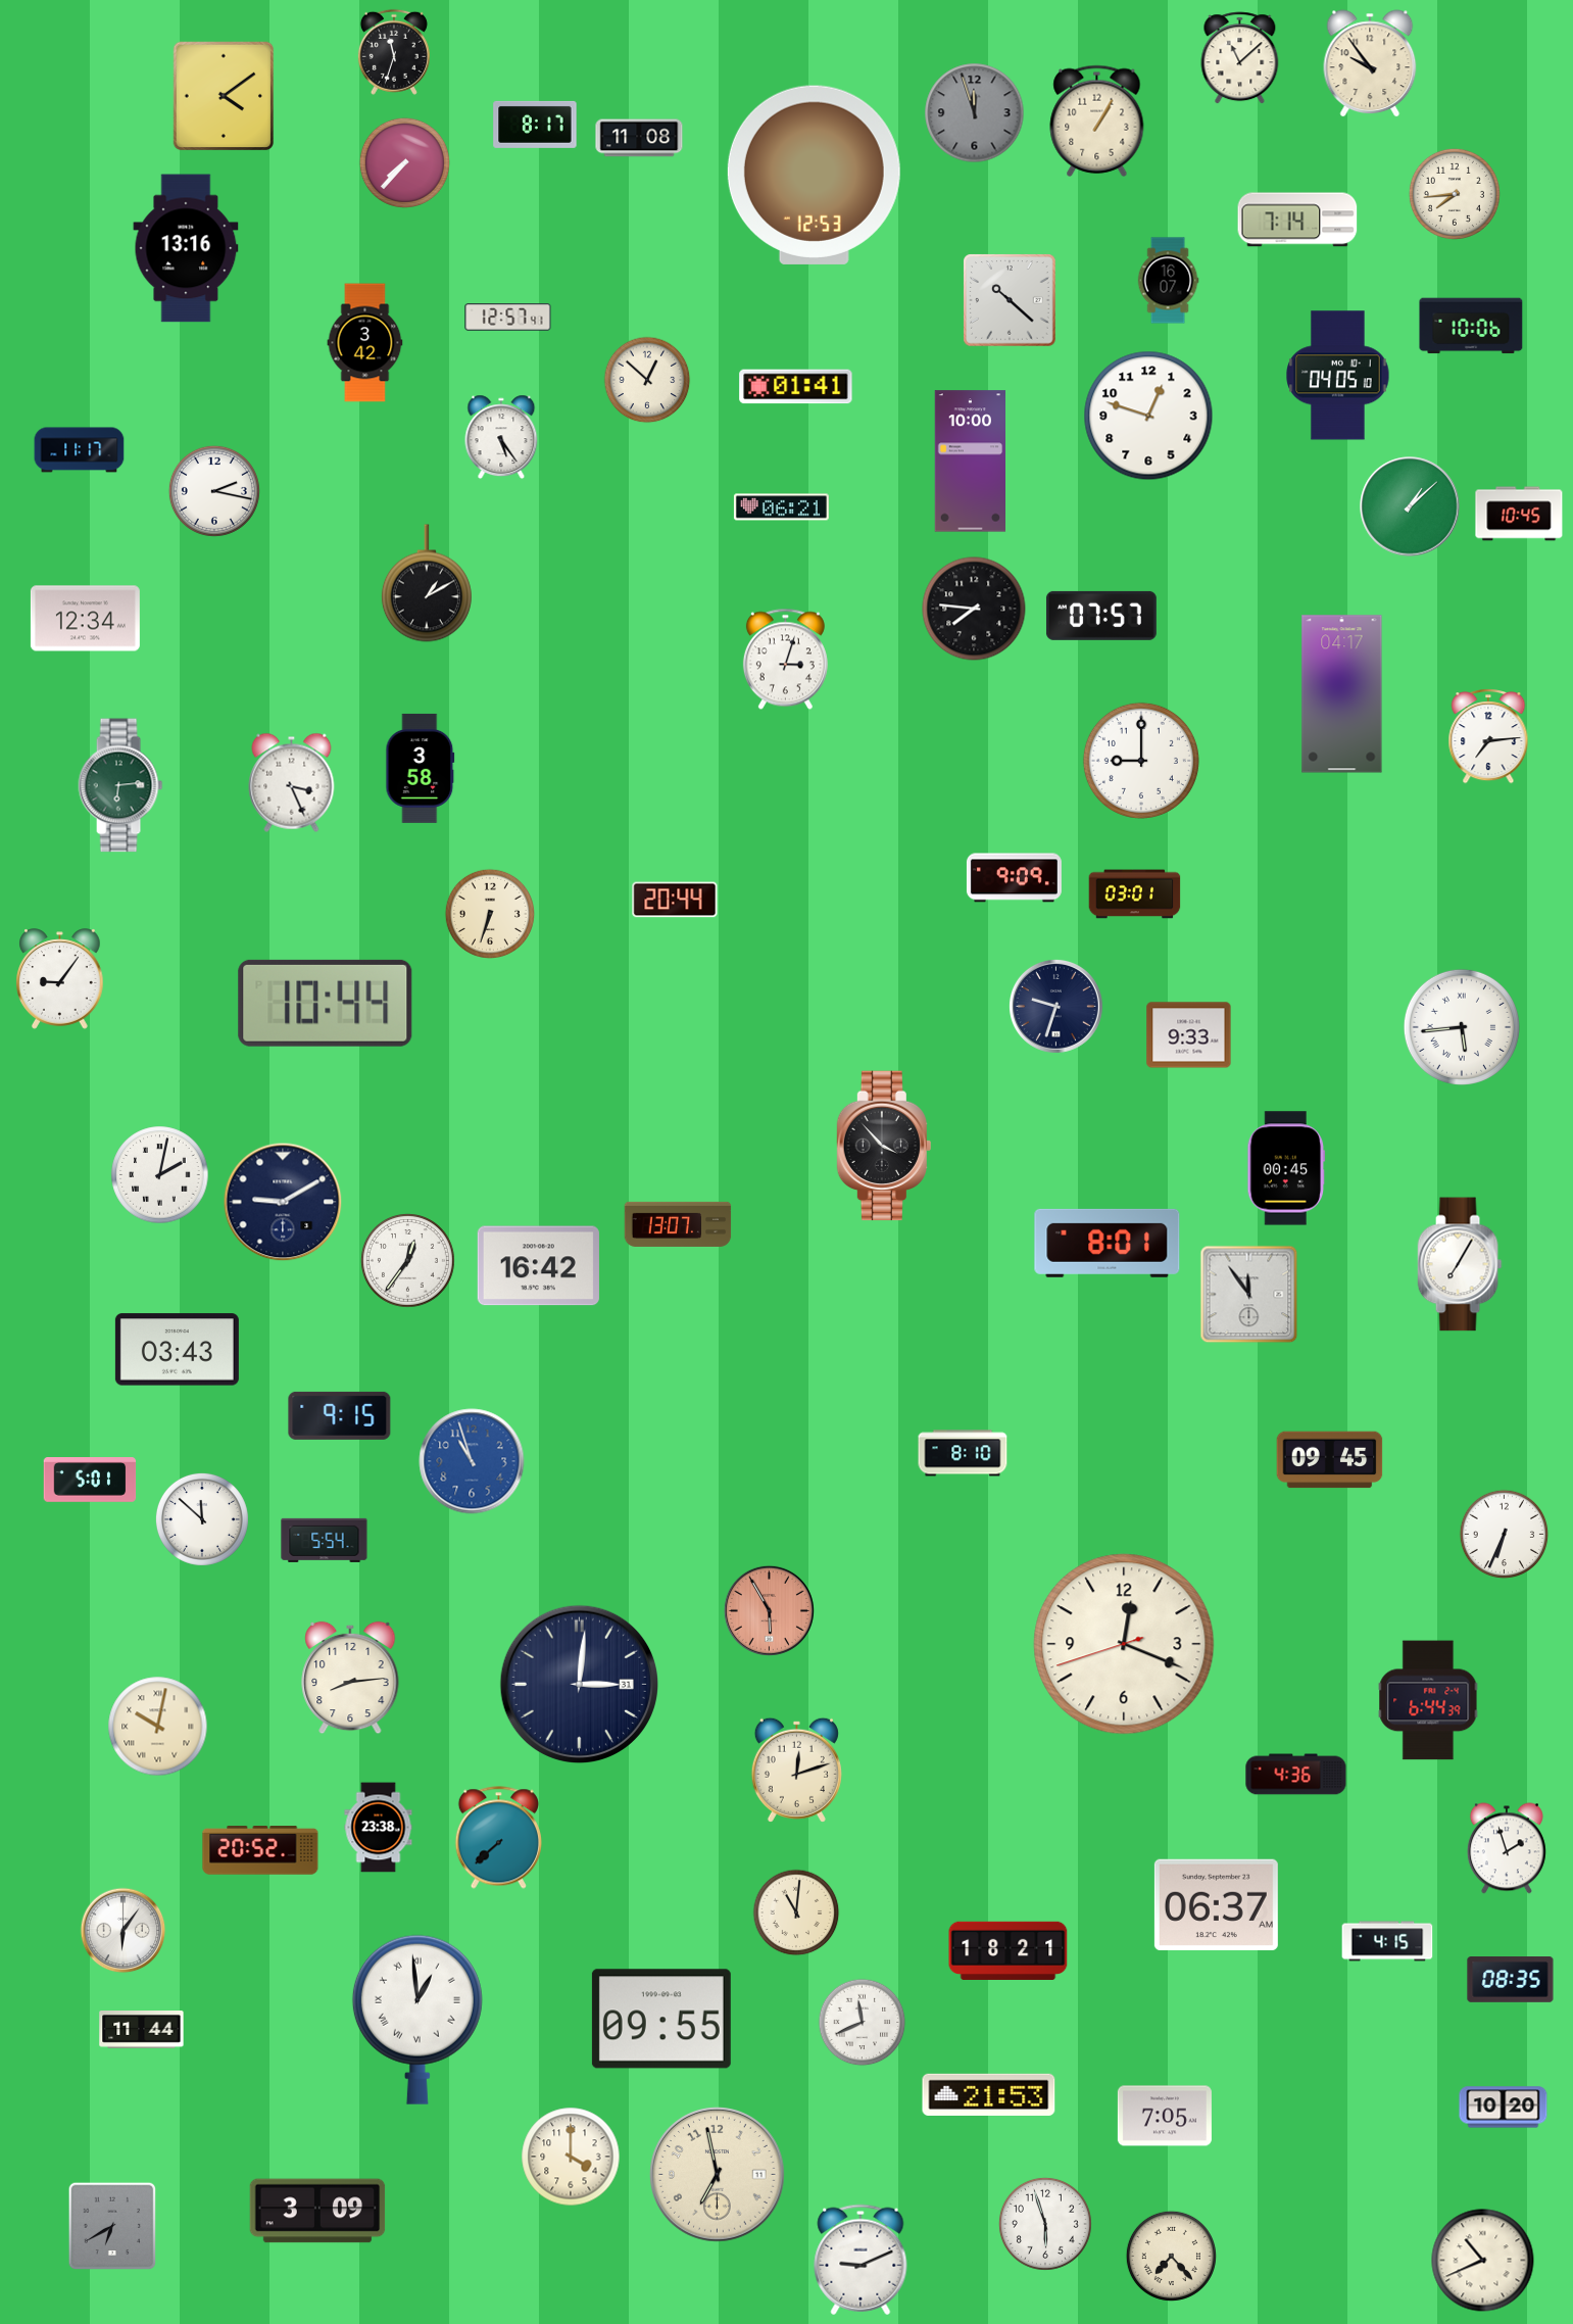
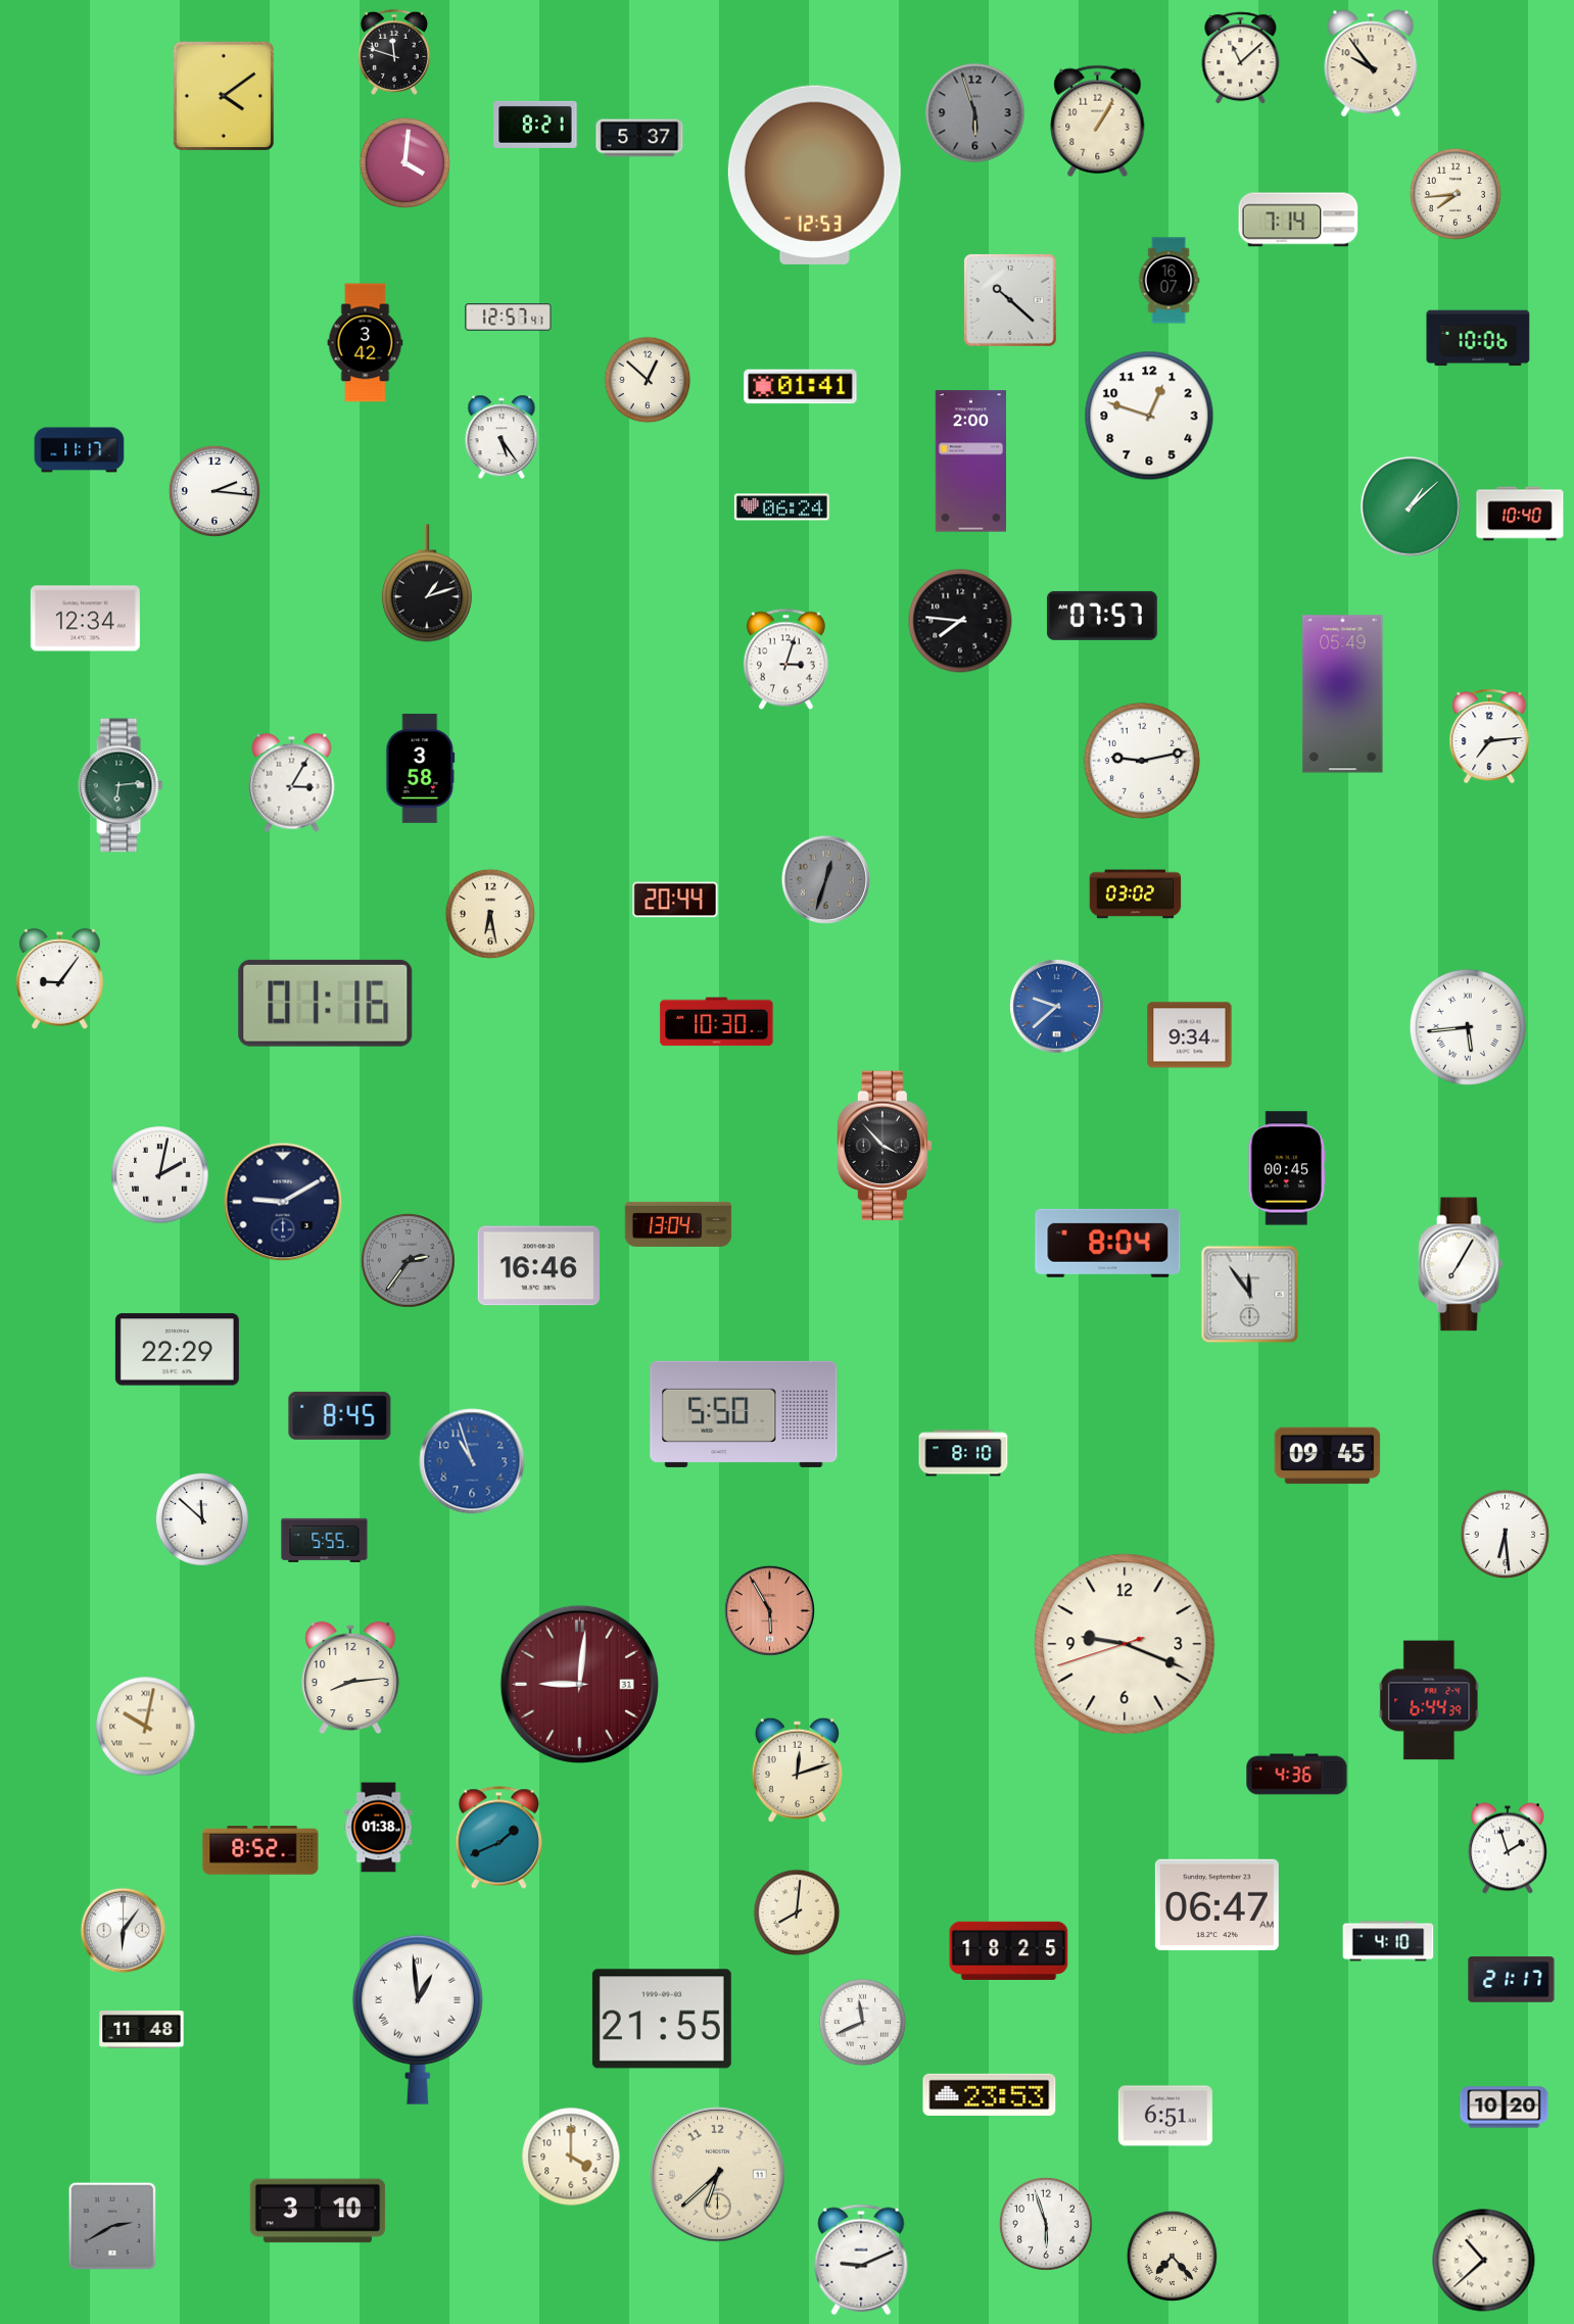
clock at (394, 52): 11:33 -> 11:48
clock at (975, 113): 11:57 -> 5:57
clock at (535, 125): 8:17 -> 8:21
clock at (639, 138): 11:08 -> 5:37
clock at (404, 162): 7:37 -> 4:01
clock at (186, 248): 13:16 -> none
clock at (1471, 326) position: (1471, 326) -> (1478, 338)
clock at (1338, 376): 04:05 -> none
clock at (796, 387) position: (796, 387) -> (801, 387)
clock at (970, 462): 10:00 -> 2:00
clock at (214, 491): 2:17 -> 2:16
clock at (781, 507): 06:21 -> 06:24
clock at (1519, 514): 10:45 -> 10:40
clock at (427, 583): 1:10 -> 1:12
clock at (974, 609) position: (974, 609) -> (960, 621)
clock at (1342, 694): 04:17 -> 05:49
clock at (1141, 761): 9:00 -> 9:13
clock at (292, 782): 3:26 -> 3:05
clock at (1014, 878): 9:09 -> none
clock at (825, 879): none -> 12:33
clock at (1135, 894): 03:01 -> 03:02
clock at (489, 913): 6:33 -> 6:28
clock at (326, 1003): 10:44 -> 01:16
clock at (1055, 1006): 9:33 -> 9:38
clock at (1055, 1006) dial: navy -> blue
clock at (717, 1022): none -> 10:30
clock at (1462, 1027) position: (1462, 1027) -> (1468, 1027)
clock at (1189, 1035): 9:33 -> 9:34
clock at (678, 1224): 13:07 -> 13:04
clock at (1108, 1243): 8:01 -> 8:04
clock at (408, 1261): 12:36 -> 2:36
clock at (408, 1261) dial: white -> grey
clock at (538, 1266): 16:42 -> 16:46
clock at (177, 1350): 03:43 -> 22:29
clock at (744, 1414): none -> 5:50
clock at (340, 1415): 9:15 -> 8:45
clock at (1330, 1460) position: (1330, 1460) -> (1328, 1456)
clock at (90, 1481): 5:01 -> none
clock at (1505, 1535): 6:34 -> 6:29
clock at (325, 1540): 5:54 -> 5:55
clock at (1124, 1644): 12:18 -> 9:18
clock at (579, 1684): 3:01 -> 9:01
clock at (579, 1684) dial: navy -> burgundy
clock at (158, 1727) position: (158, 1727) -> (146, 1727)
clock at (379, 1828): 23:38 -> 01:38
clock at (498, 1838): 7:38 -> 1:41
clock at (260, 1850): 20:52 -> 8:52
clock at (1216, 1904): 06:37 -> 06:47
clock at (796, 1913): 11:01 -> 8:01
clock at (1387, 1941): 4:15 -> 4:10
clock at (1009, 1950): 18:21 -> 18:25
clock at (1511, 1980): 08:35 -> 21:17
clock at (661, 2019): 09:55 -> 21:55
clock at (142, 2030): 11:44 -> 11:48
clock at (989, 2094): 21:53 -> 23:53
clock at (1165, 2116): 7:05 -> 6:51
clock at (718, 2175): 6:58 -> 6:38
clock at (317, 2211): 3:09 -> 3:10
clock at (112, 2226): 6:40 -> 2:40
clock at (1483, 2261): 10:41 -> 10:38
